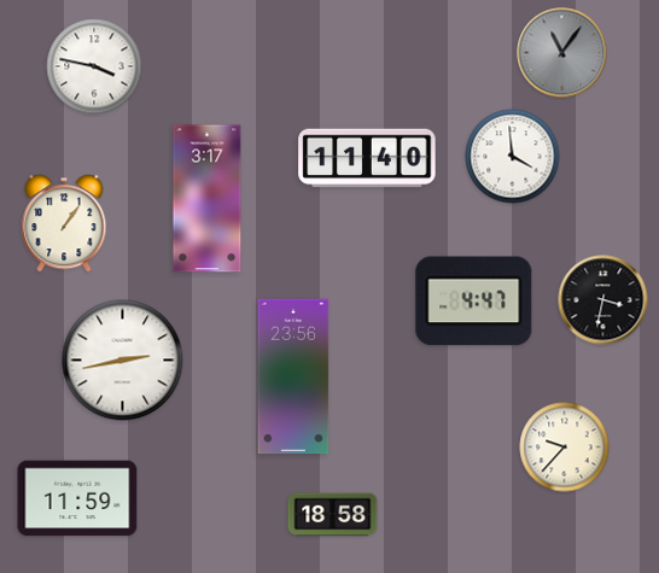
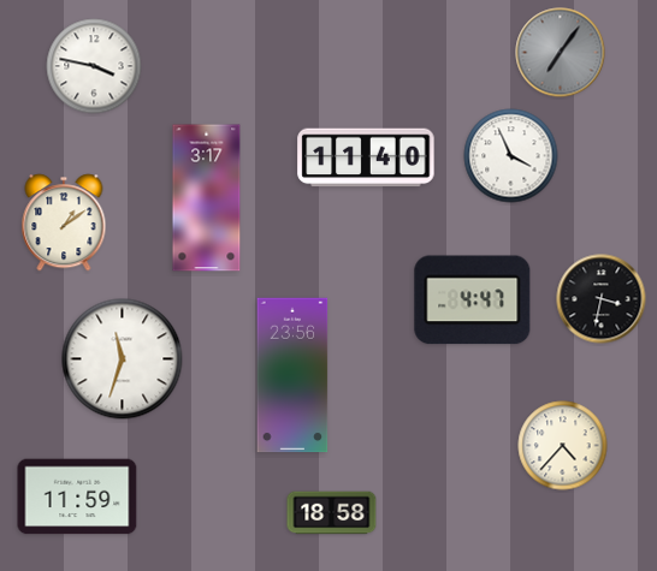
clock at (562, 53): 11:06 -> 7:06
clock at (513, 157): 3:59 -> 3:56
clock at (64, 223): 1:06 -> 1:09
clock at (123, 361): 2:43 -> 11:33
clock at (565, 448): 9:37 -> 4:37
